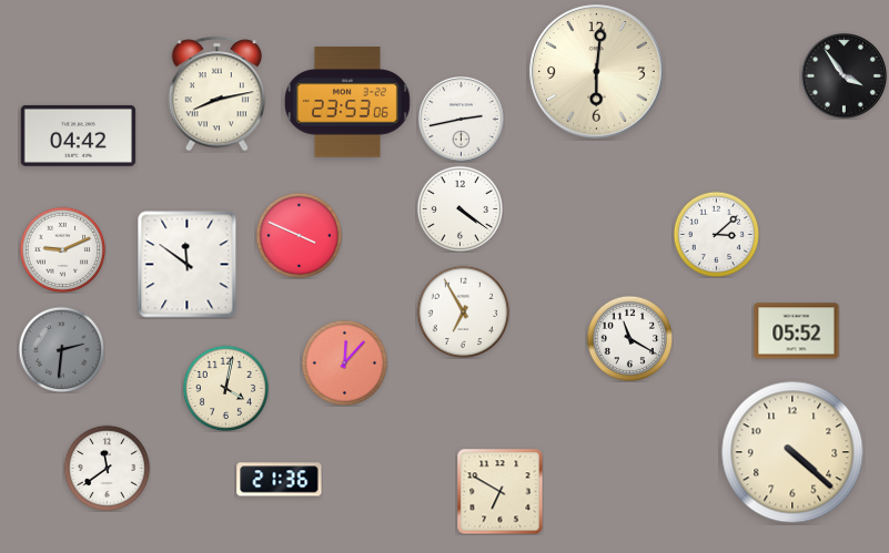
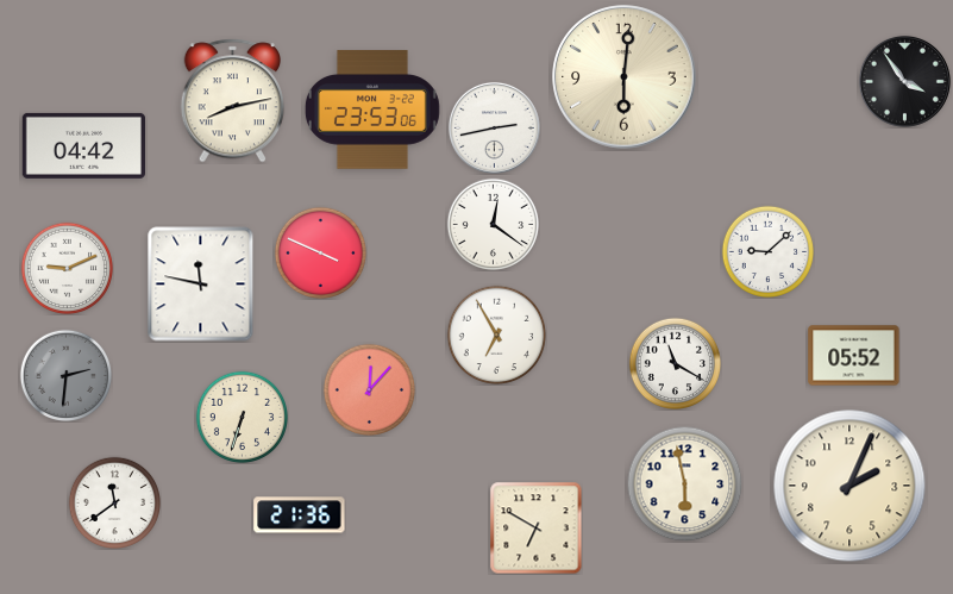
clock at (597, 72) position: (597, 72) -> (625, 77)
clock at (459, 208): 4:21 -> 12:21
clock at (716, 234): 3:08 -> 9:08
clock at (188, 265): 11:51 -> 11:47
clock at (225, 388): 4:02 -> 6:33
clock at (684, 483): none -> 5:58
clock at (792, 452): 4:22 -> 2:04
